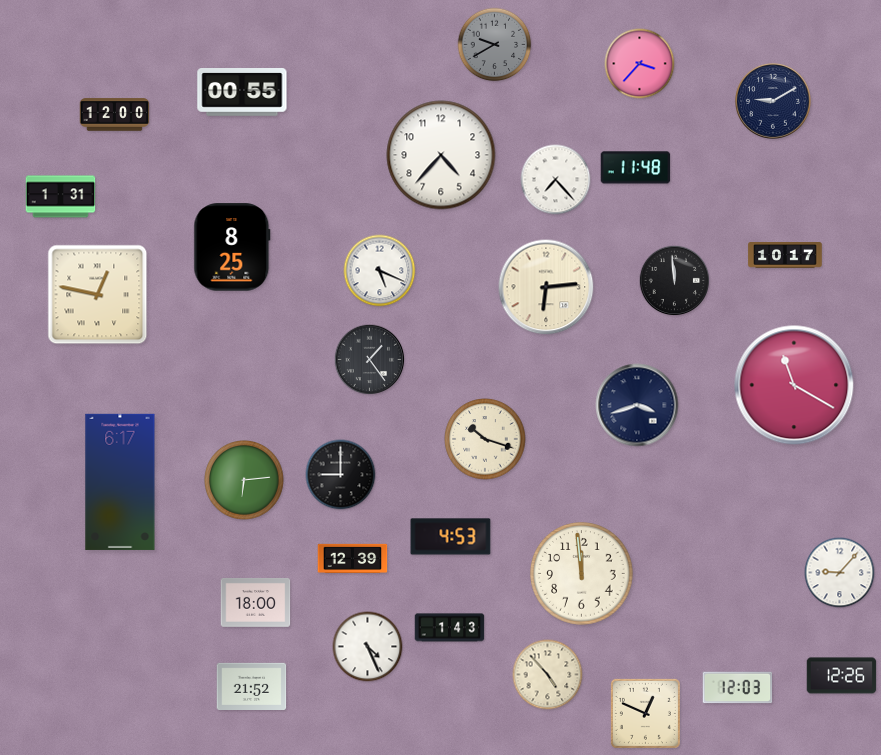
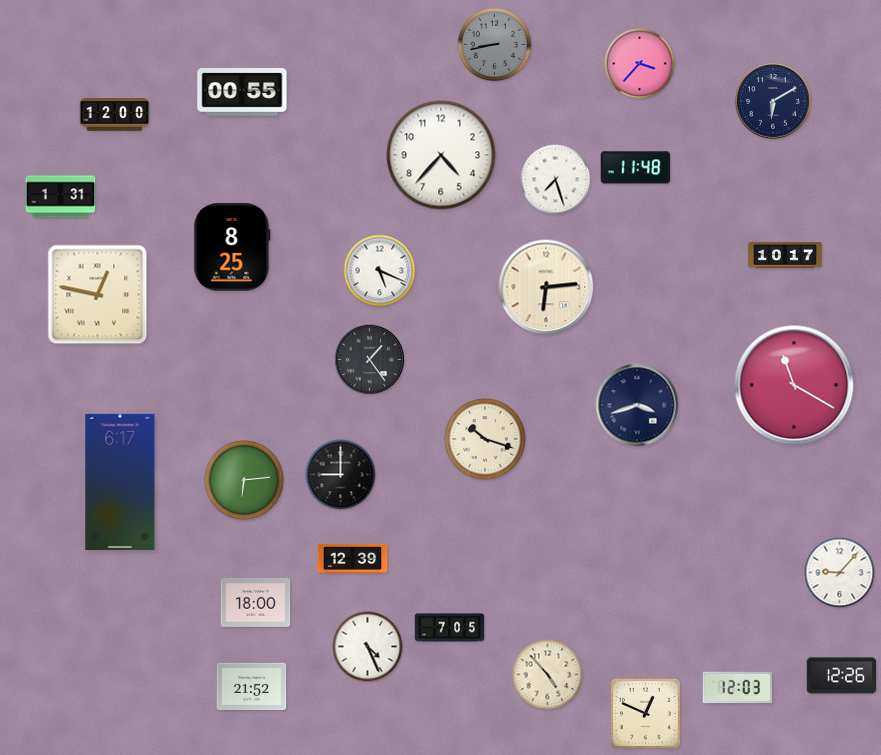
clock at (495, 45): 9:40 -> 8:43
clock at (774, 102): 9:10 -> 6:10
clock at (556, 180): 7:23 -> 7:27
clock at (675, 281): 11:59 -> none
clock at (451, 537): 4:53 -> none
clock at (582, 574): 11:59 -> none
clock at (450, 628): 1:43 -> 7:05
